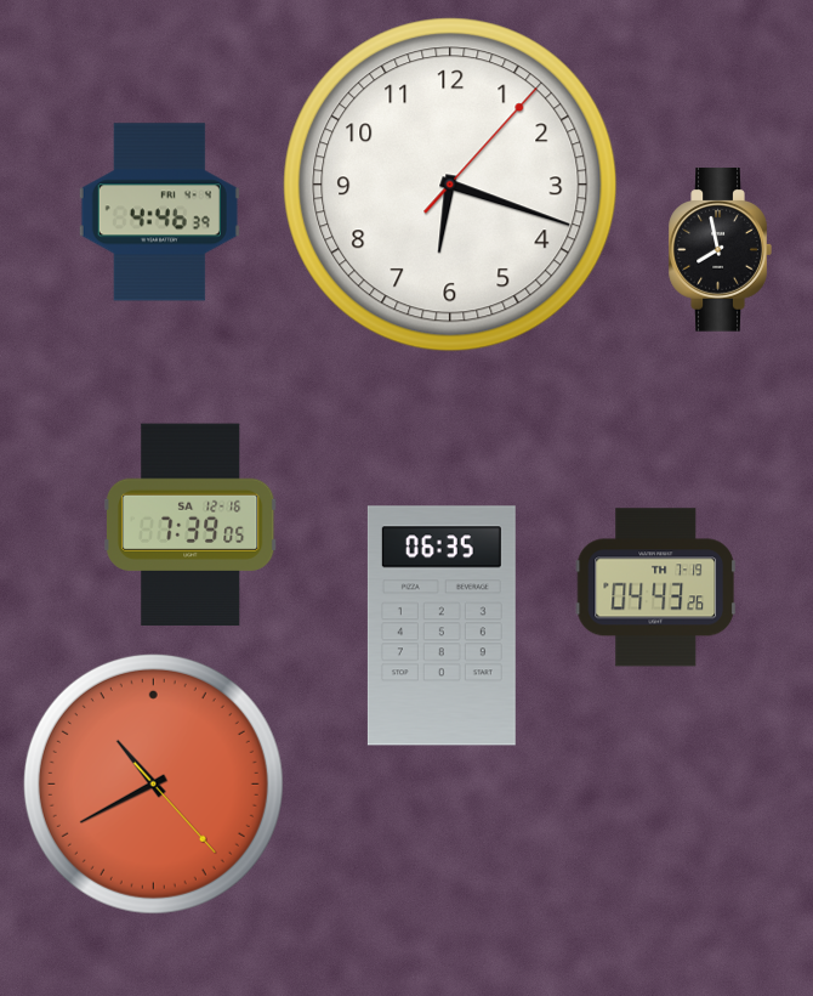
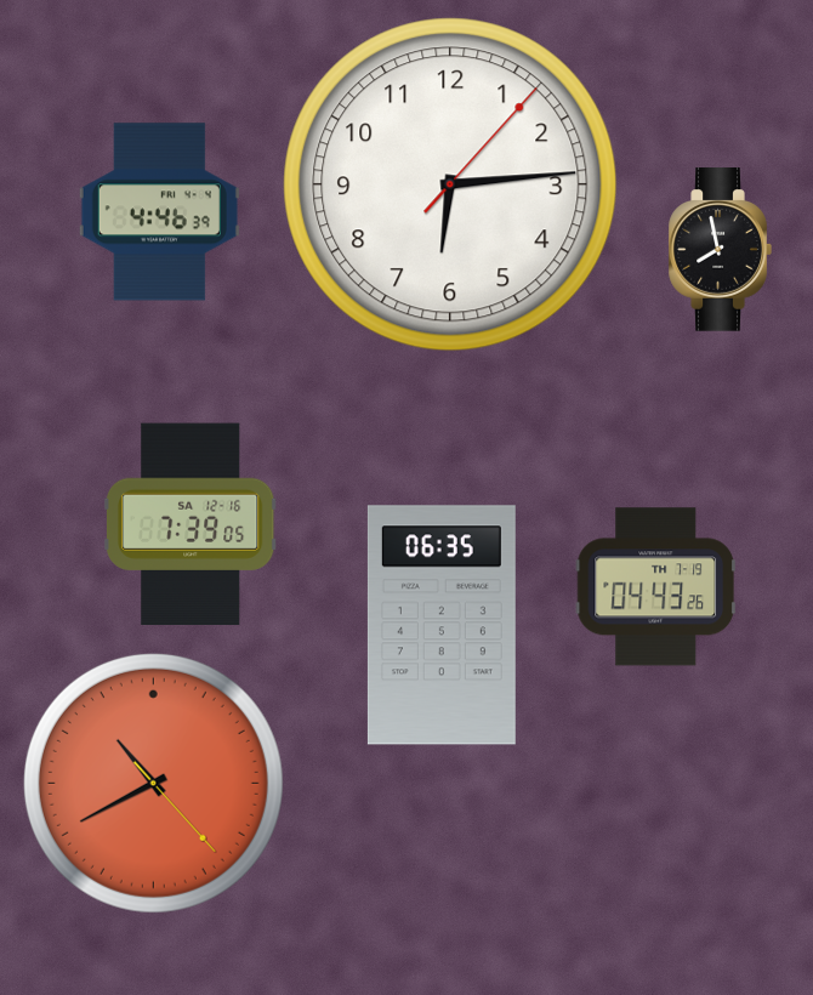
clock at (450, 185): 6:18 -> 6:14
